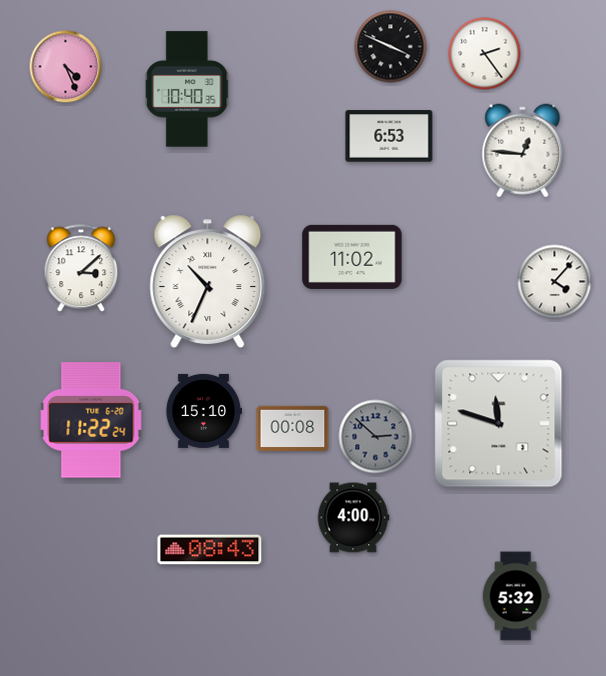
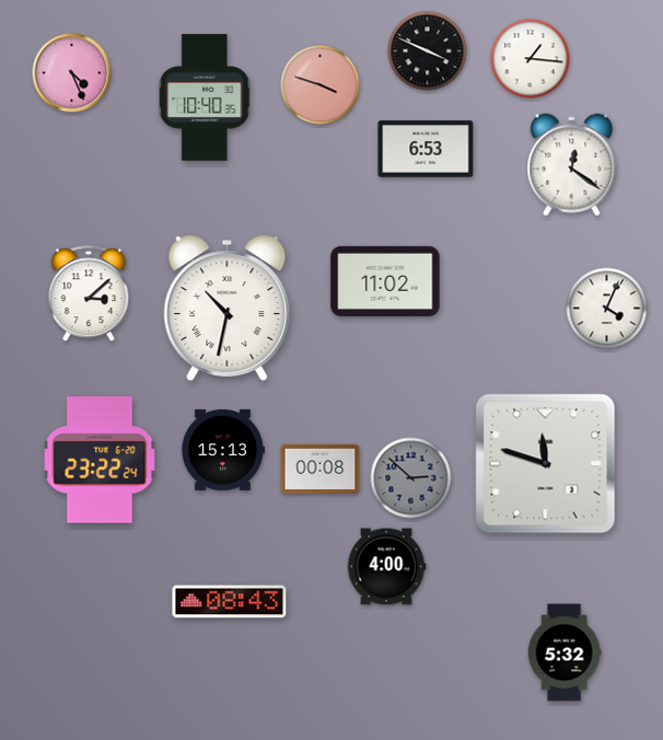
clock at (485, 54): 2:24 -> 1:16
clock at (321, 85): none -> 3:48
clock at (523, 151): 12:46 -> 12:21
clock at (208, 281): 10:34 -> 10:32
clock at (555, 282): 4:07 -> 4:04
clock at (203, 411): 15:10 -> 15:13
clock at (91, 420): 11:22 -> 23:22
